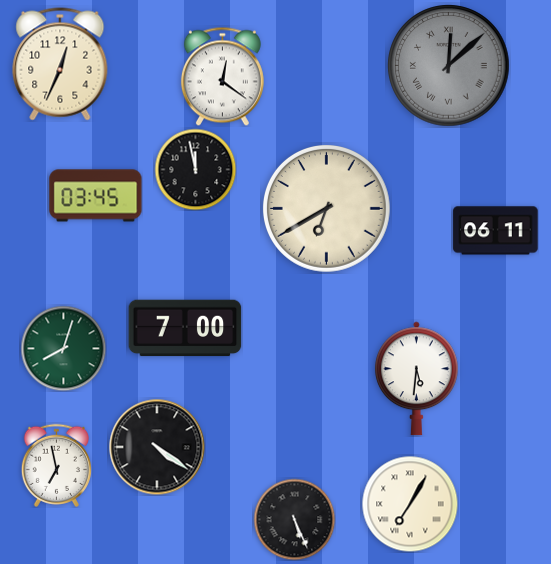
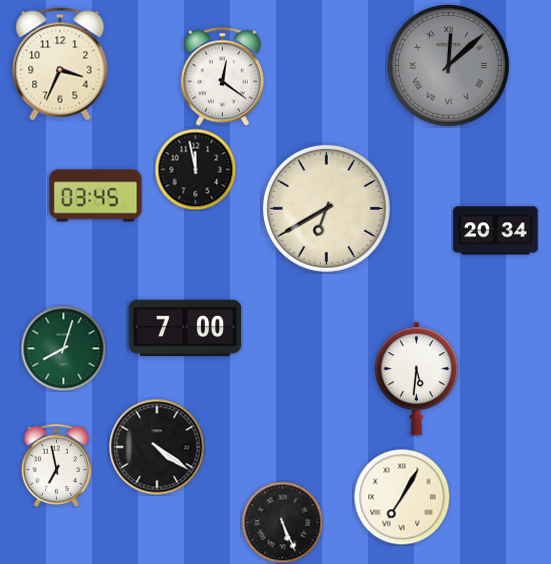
clock at (60, 64): 12:34 -> 3:34
clock at (496, 231): 06:11 -> 20:34
clock at (410, 504) position: (410, 504) -> (402, 497)
clock at (294, 519) position: (294, 519) -> (282, 522)
